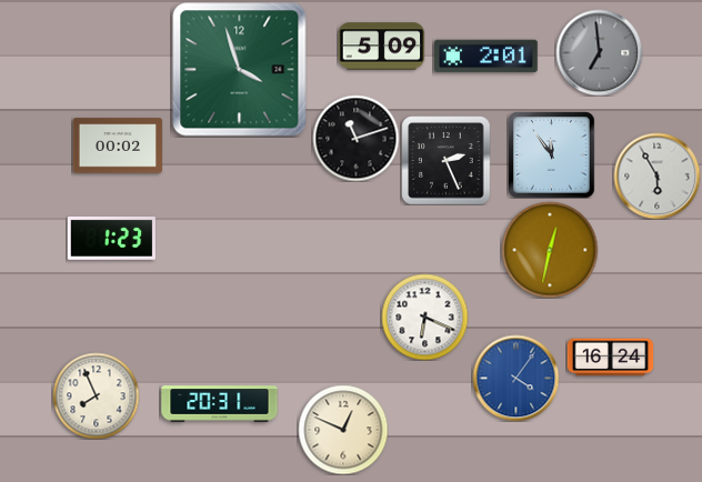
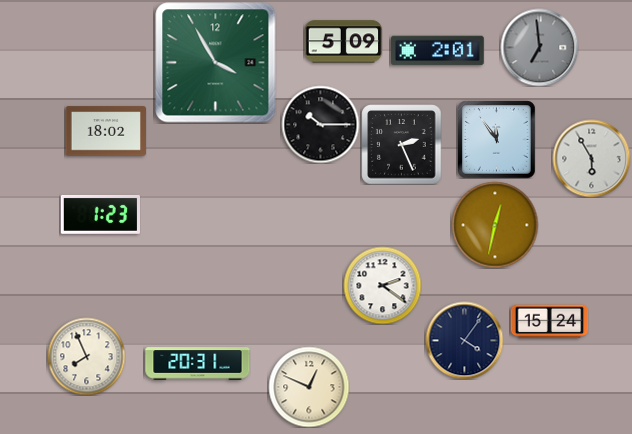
clock at (240, 70): 3:57 -> 3:55
clock at (355, 138): 11:12 -> 10:15
clock at (117, 145): 00:02 -> 18:02
clock at (424, 317): 6:19 -> 2:21
clock at (610, 358): 16:24 -> 15:24
clock at (515, 378) dial: blue -> navy
